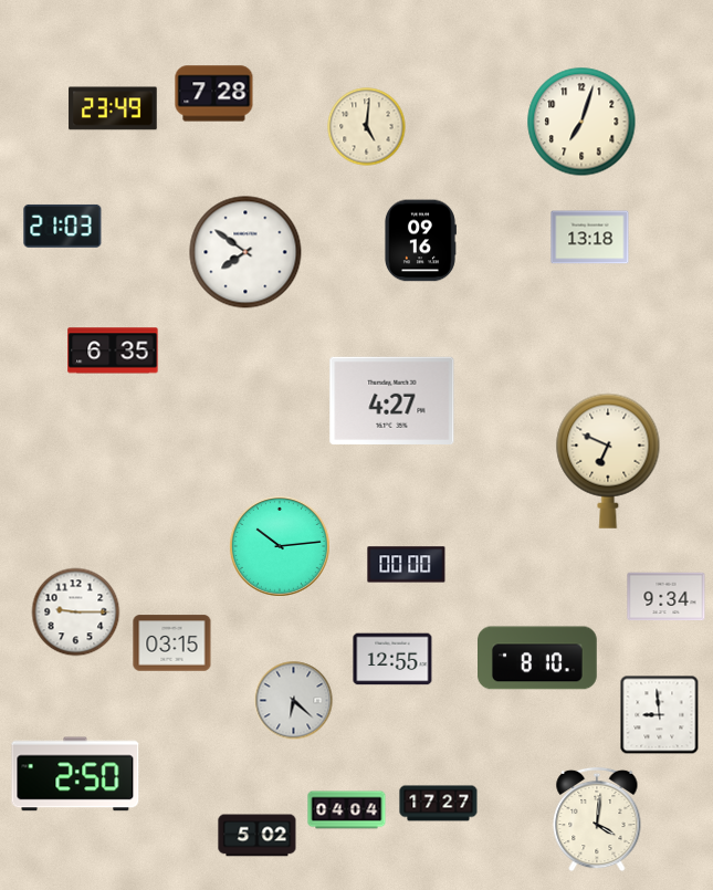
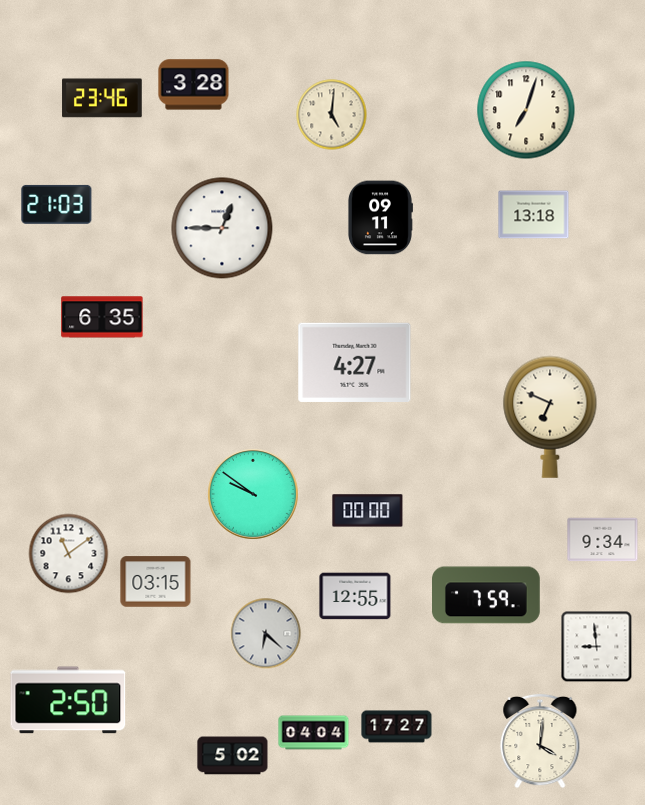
clock at (214, 94): 7:28 -> 3:28
clock at (113, 108): 23:49 -> 23:46
clock at (420, 241): 09:16 -> 09:11
clock at (245, 252): 7:51 -> 12:45
clock at (280, 546): 10:14 -> 9:51
clock at (76, 612): 9:15 -> 11:09
clock at (538, 658): 8:10 -> 7:59
